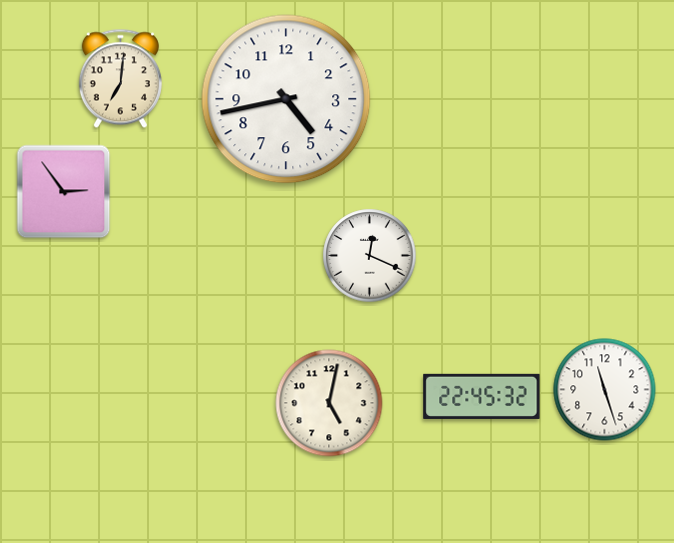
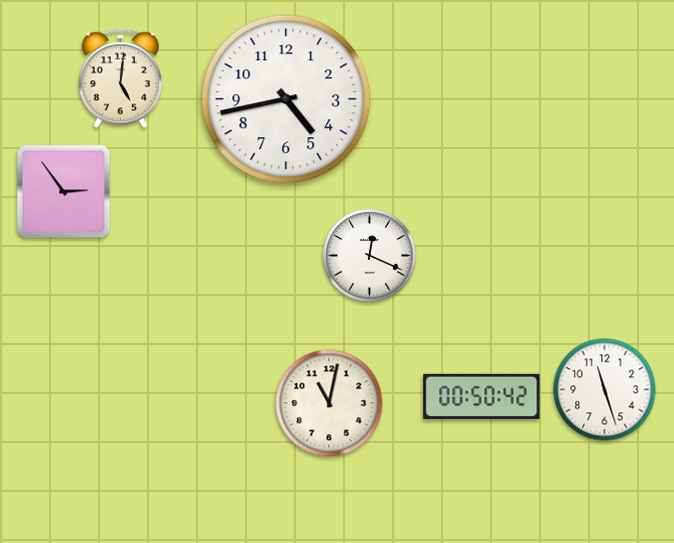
clock at (120, 79): 7:01 -> 5:01
clock at (482, 396): 22:45 -> 00:50
clock at (329, 403): 5:02 -> 11:02
